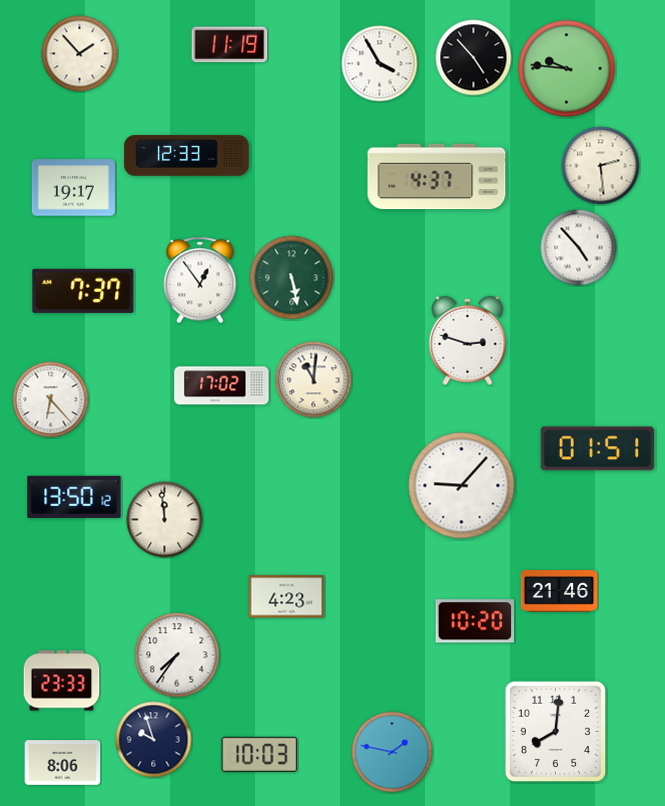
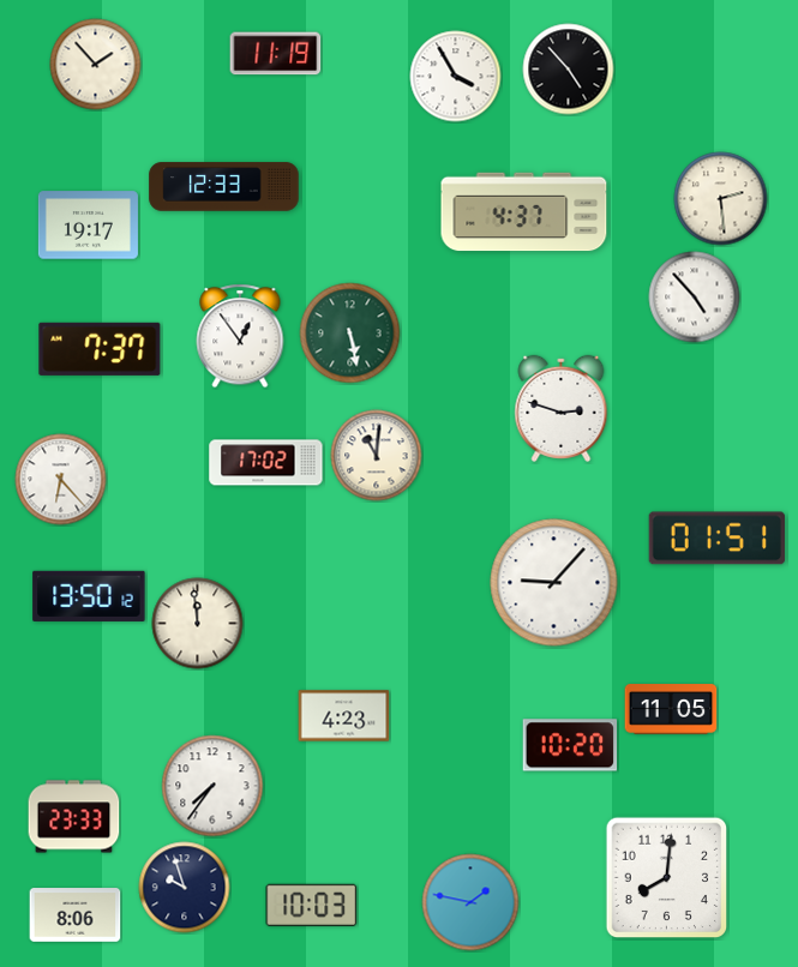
clock at (567, 69): 9:46 -> none
clock at (559, 591): 21:46 -> 11:05
